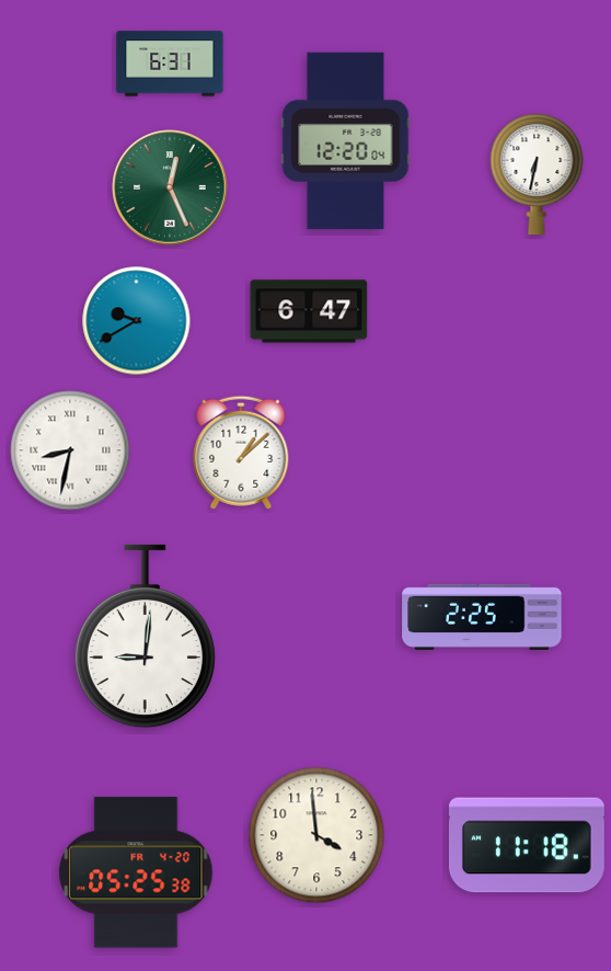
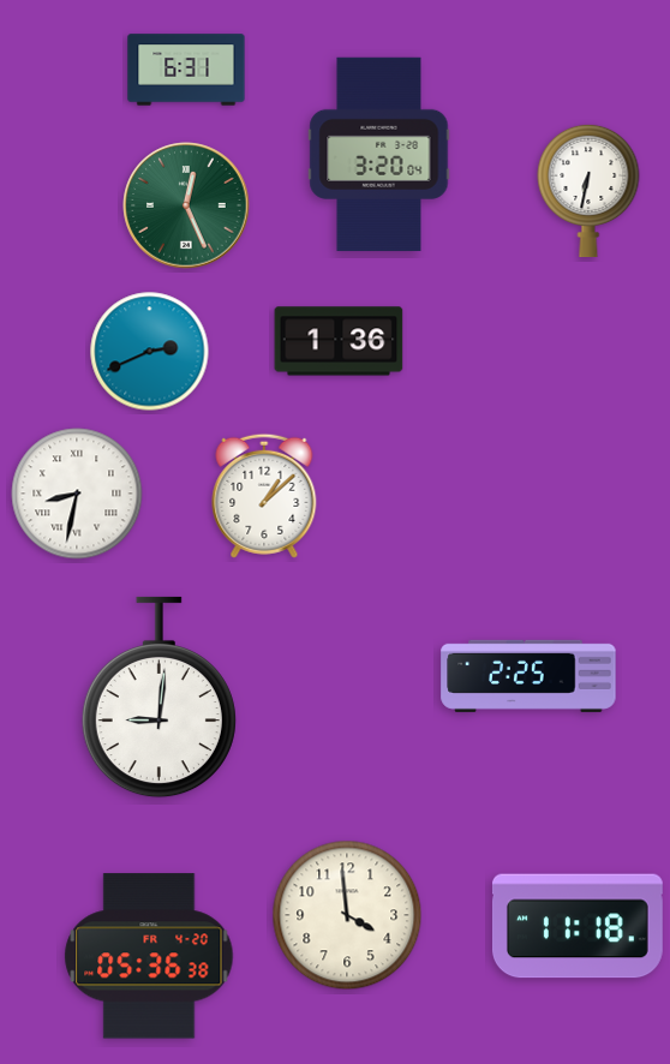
clock at (346, 141): 12:20 -> 3:20
clock at (309, 311): 6:47 -> 1:36
clock at (137, 321): 9:40 -> 2:41
clock at (136, 872): 05:25 -> 05:36
